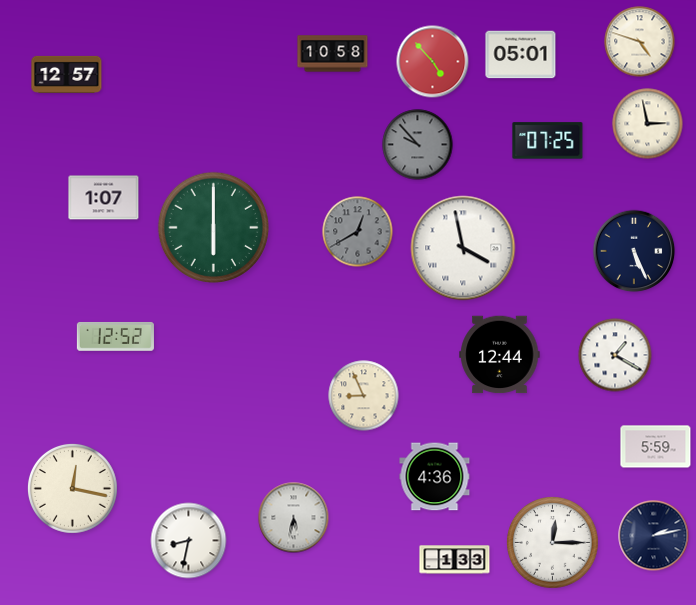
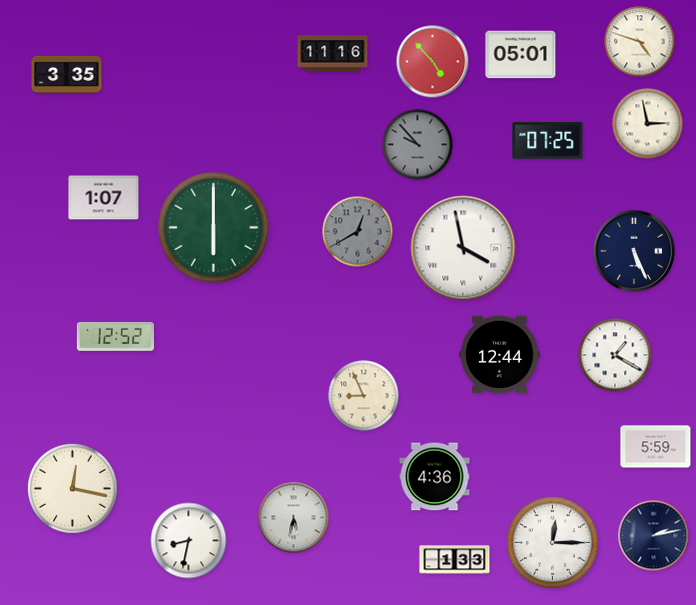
clock at (333, 54): 10:58 -> 11:16
clock at (67, 74): 12:57 -> 3:35
